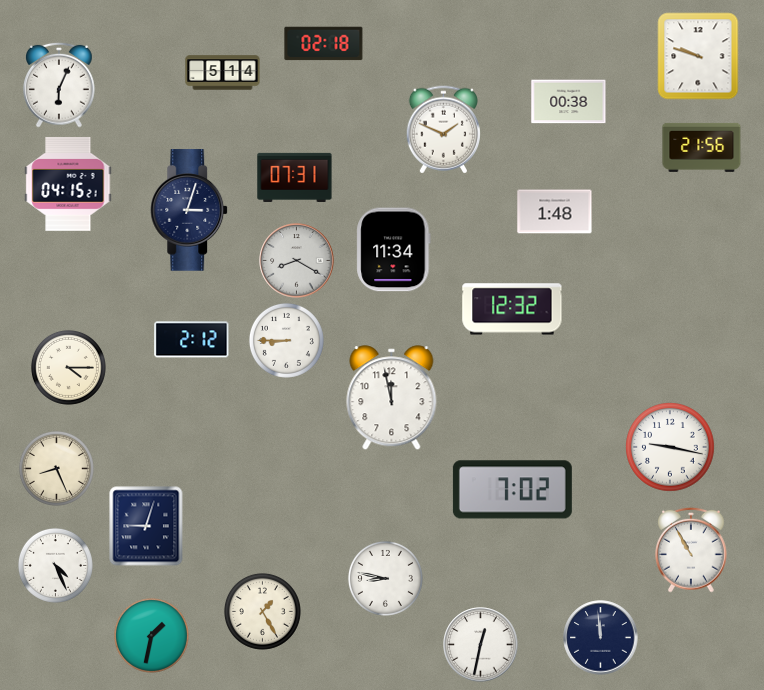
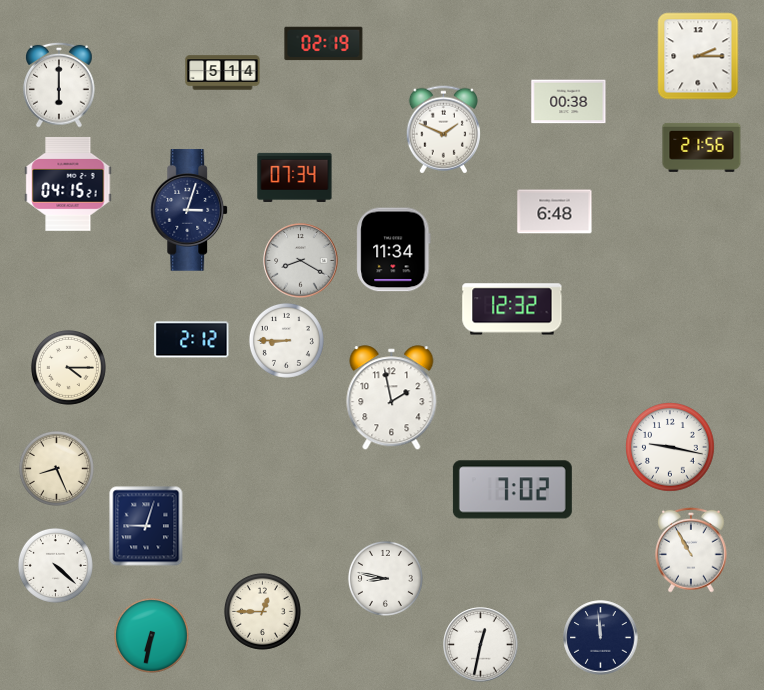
clock at (324, 44): 02:18 -> 02:19
clock at (698, 56): 9:48 -> 2:15
clock at (60, 85): 6:04 -> 6:00
clock at (295, 177): 07:31 -> 07:34
clock at (555, 212): 1:48 -> 6:48
clock at (297, 261) position: (297, 261) -> (301, 261)
clock at (392, 398): 11:58 -> 1:58
clock at (55, 565): 4:26 -> 4:22
clock at (262, 611): 1:25 -> 12:45
clock at (151, 635): 1:32 -> 6:32
